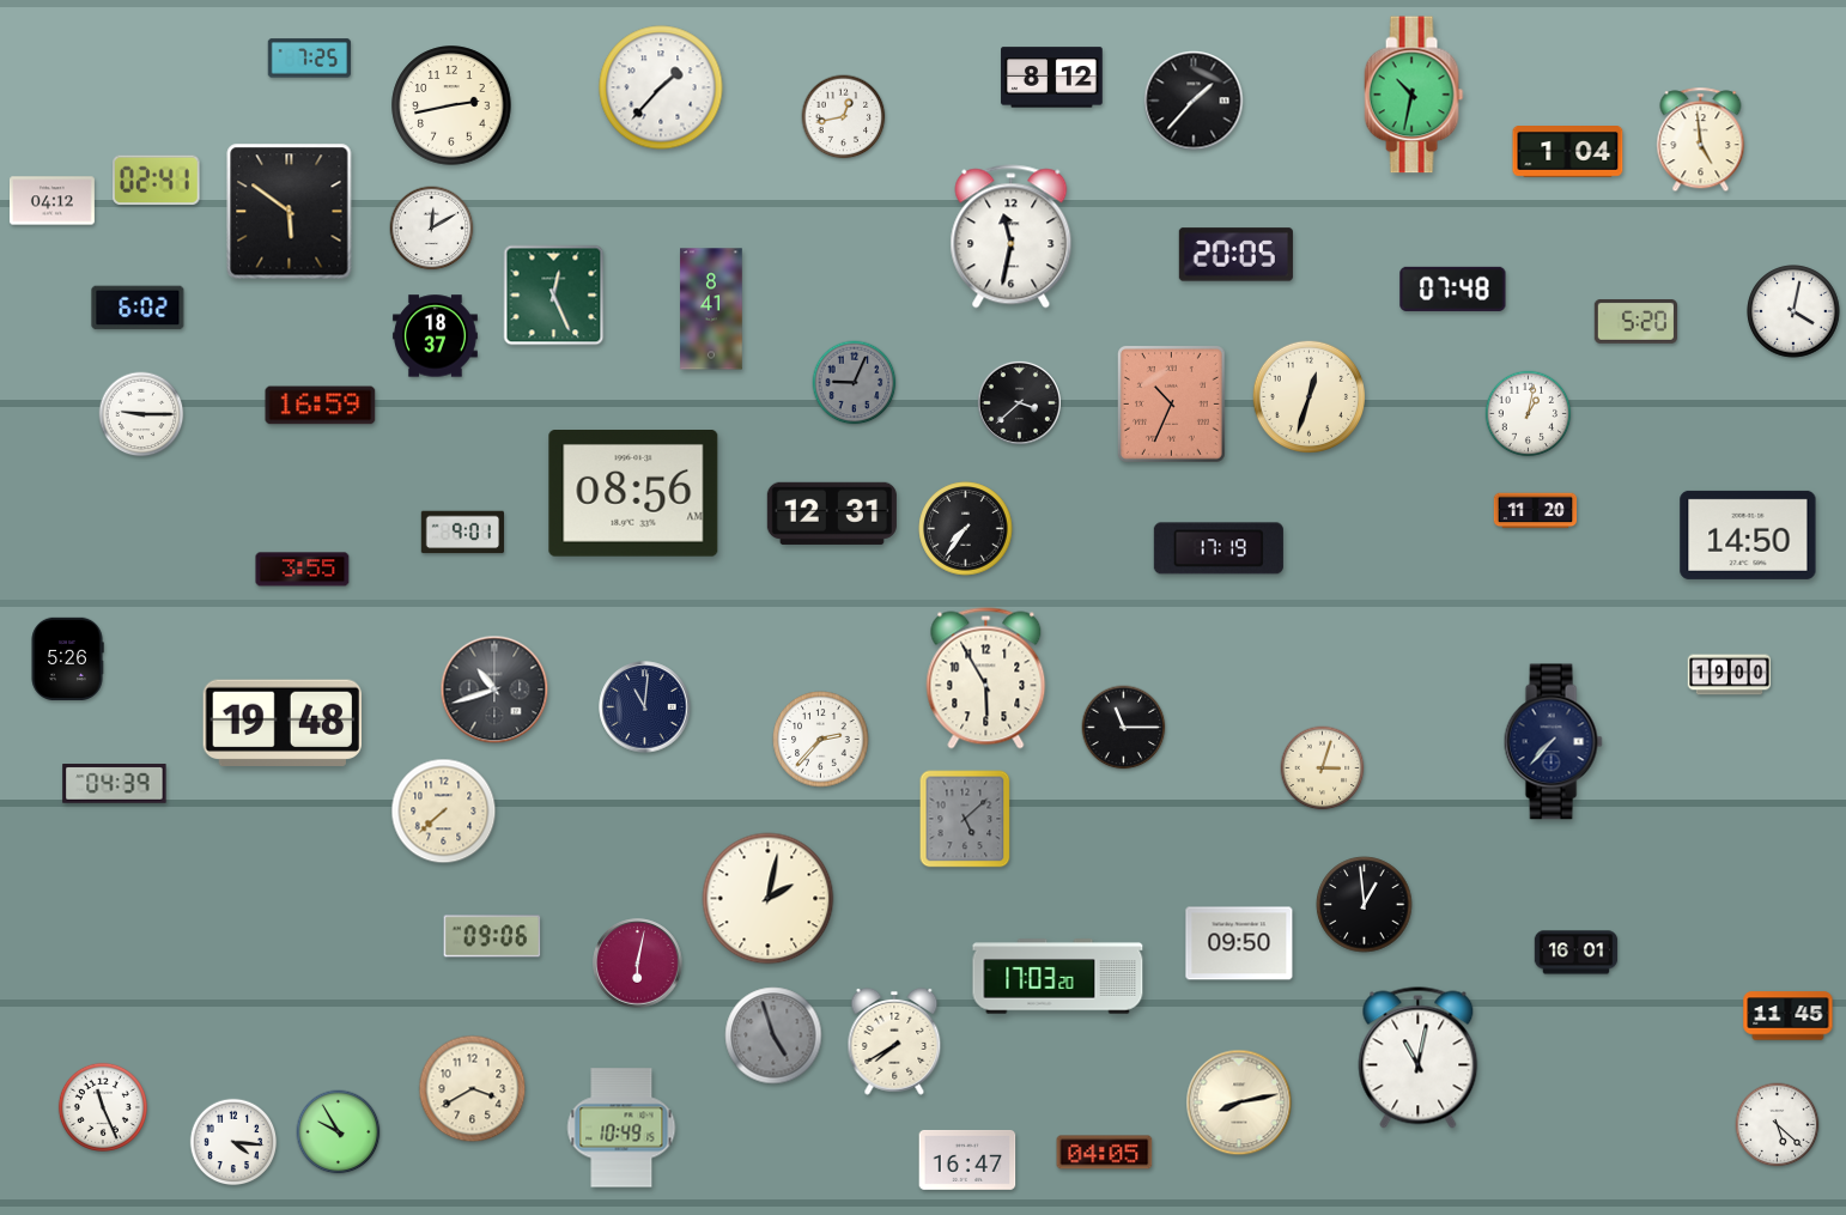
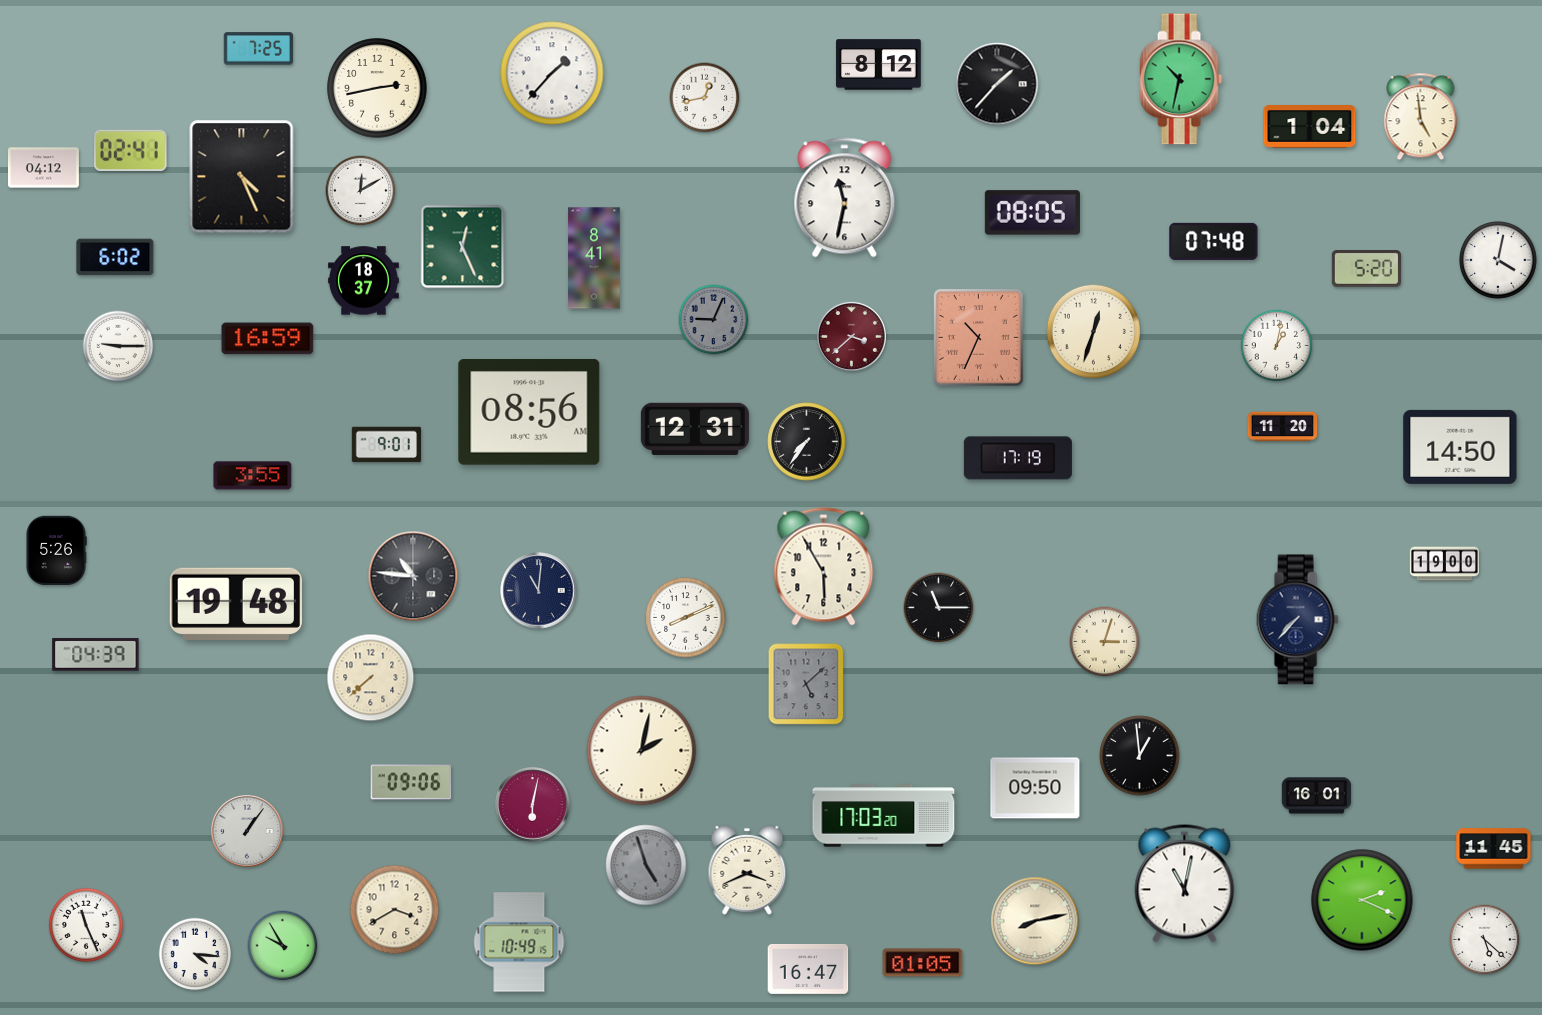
clock at (290, 212): 5:51 -> 4:26
clock at (1235, 255): 20:05 -> 08:05
clock at (1019, 402) dial: black -> burgundy
clock at (494, 689): 10:42 -> 10:46
clock at (821, 740): 2:37 -> 8:11
clock at (247, 831): none -> 1:06
clock at (894, 1041): 7:40 -> 3:41
clock at (1362, 900): none -> 2:19
clock at (1105, 1153): 04:05 -> 01:05
